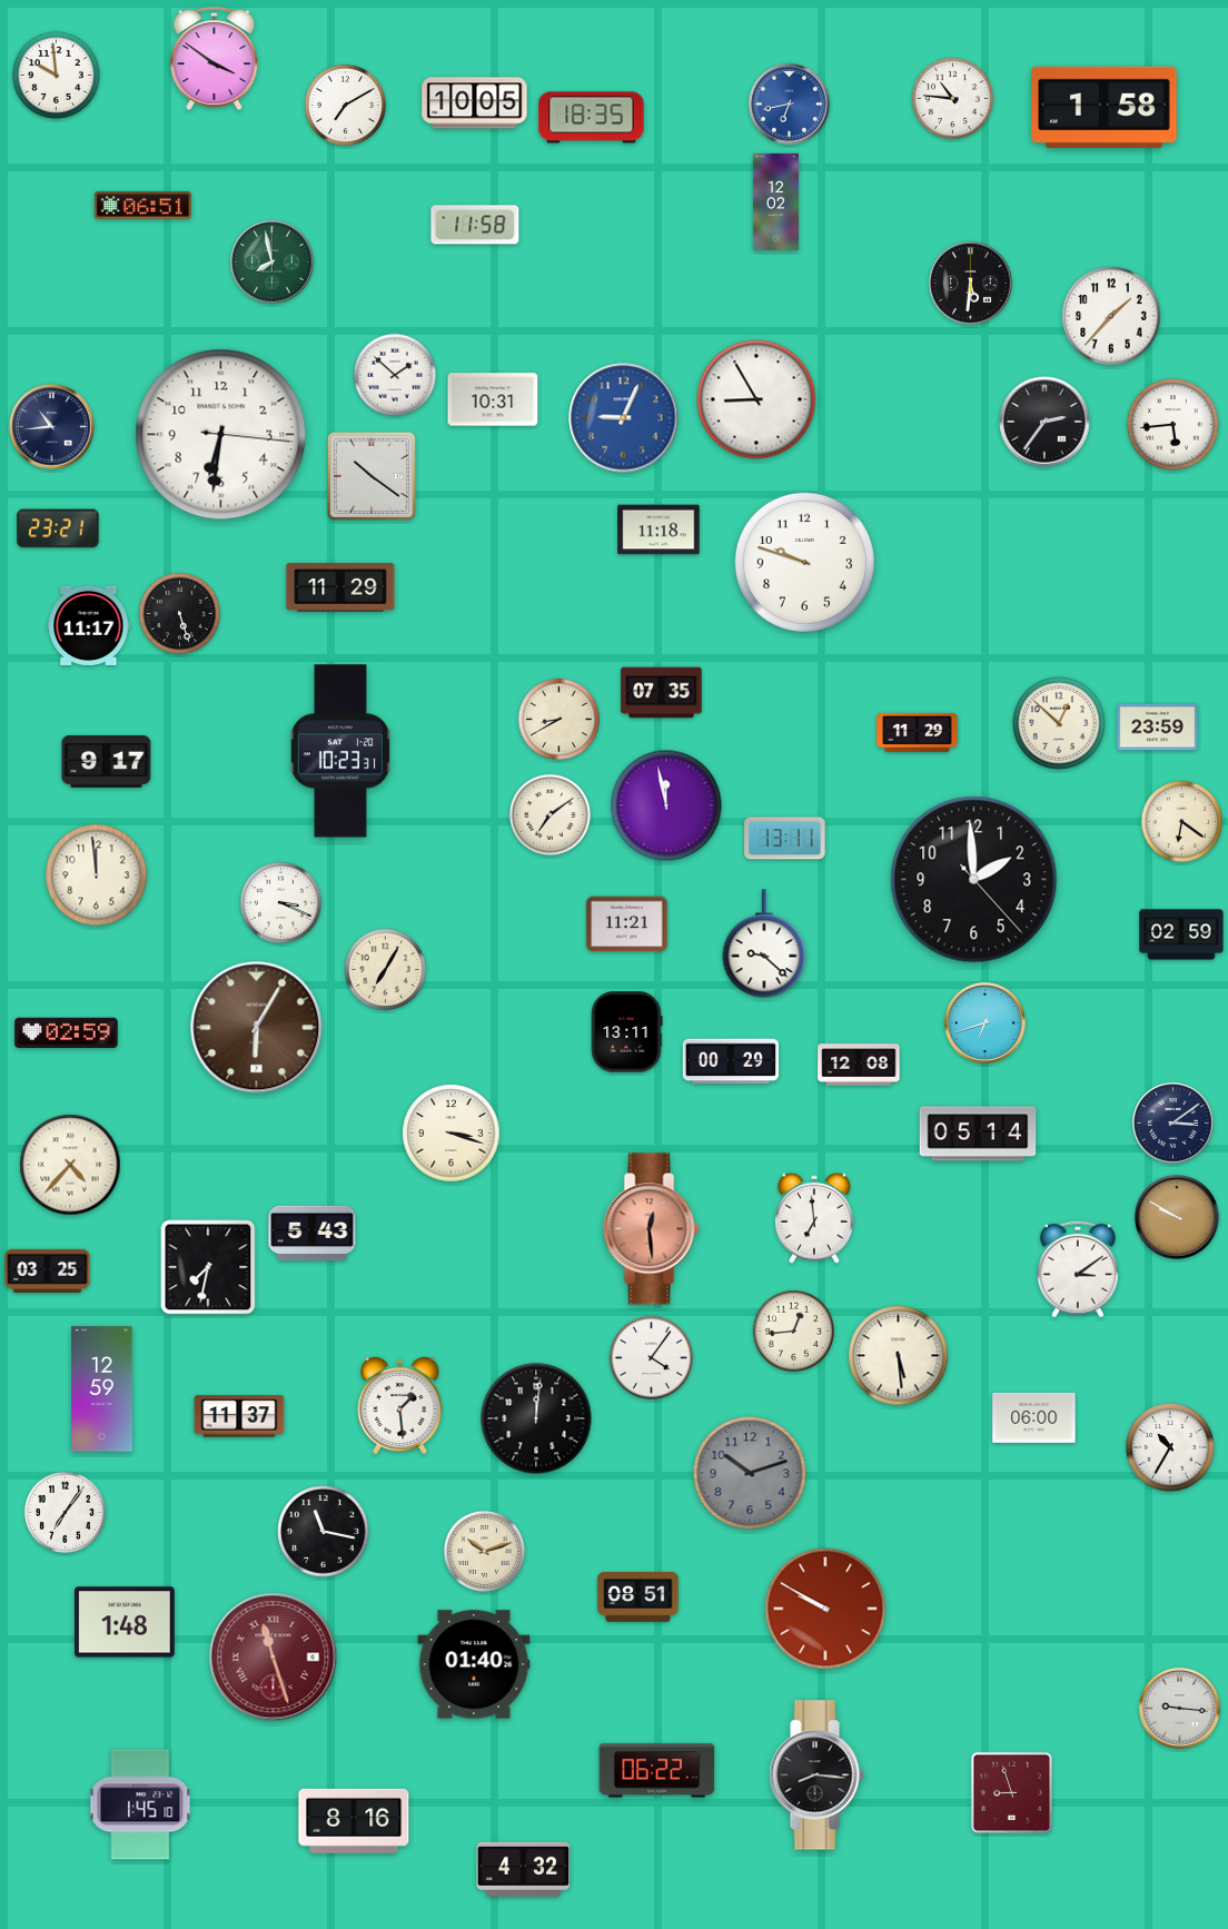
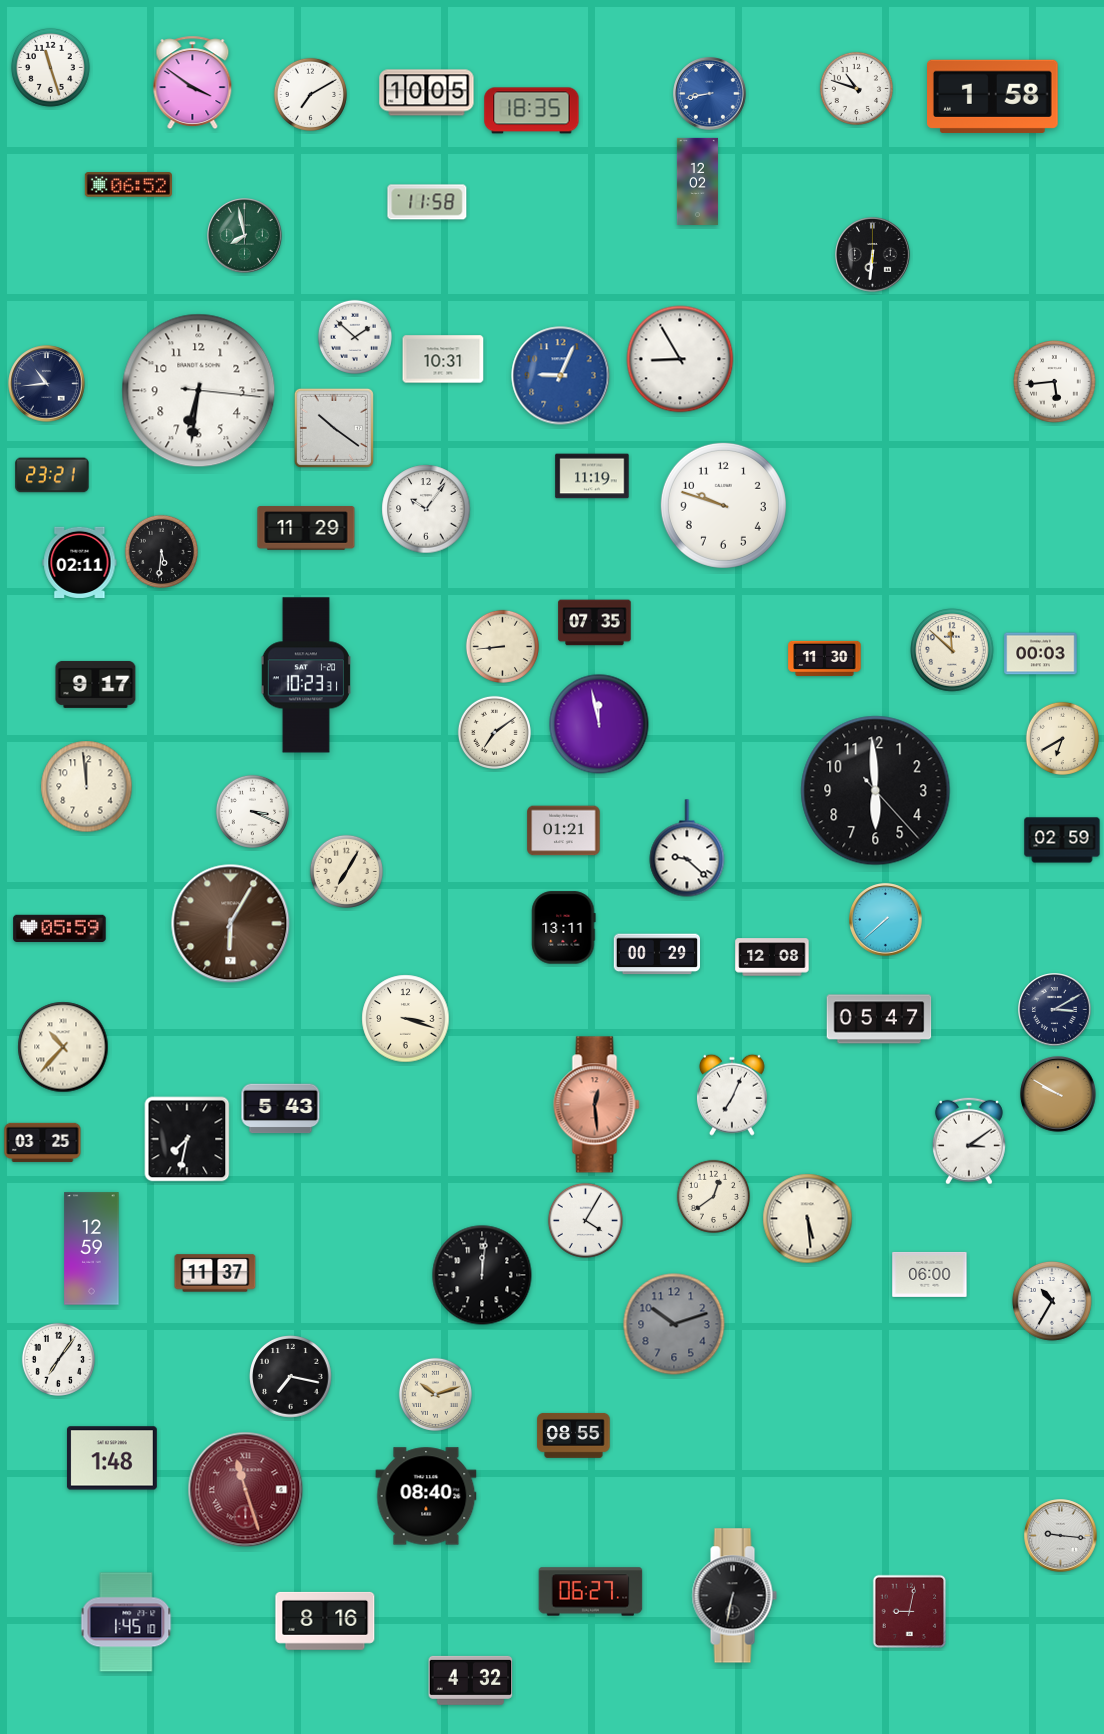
clock at (215, 59) position: (215, 59) -> (193, 83)
clock at (56, 75): 9:59 -> 11:27
clock at (952, 98): 10:46 -> 10:48
clock at (790, 105): 6:43 -> 8:43
clock at (592, 118) position: (592, 118) -> (532, 111)
clock at (142, 206): 06:51 -> 06:52
clock at (971, 284): 5:31 -> 6:31
clock at (1111, 316): 1:37 -> none
clock at (1044, 422): 2:36 -> none
clock at (658, 530): 11:18 -> 11:19
clock at (426, 509): none -> 10:06
clock at (179, 613): 5:27 -> 5:31
clock at (89, 625): 11:17 -> 02:11
clock at (558, 719): 8:40 -> 8:44
clock at (1059, 723): 12:52 -> 11:52
clock at (1158, 728): 23:59 -> 00:03
clock at (918, 732): 11:29 -> 11:30
clock at (1181, 821): 6:21 -> 6:40
clock at (785, 839): 13:11 -> none
clock at (974, 880): 1:59 -> 5:59
clock at (627, 924): 11:21 -> 01:21
clock at (986, 1023): 6:42 -> 7:38
clock at (67, 1033): 02:59 -> 05:59
clock at (1173, 1124): 3:09 -> 3:10
clock at (978, 1134): 05:14 -> 05:47
clock at (70, 1165): 4:37 -> 10:37
clock at (814, 1218): 6:59 -> 7:04
clock at (652, 1229) position: (652, 1229) -> (597, 1105)
clock at (793, 1330): 12:44 -> 12:39
clock at (651, 1357): 4:06 -> 4:05
clock at (400, 1405): 1:29 -> none
clock at (324, 1532): 11:17 -> 7:17
clock at (638, 1596): 08:51 -> 08:55
clock at (825, 1609): 9:50 -> none
clock at (474, 1664): 01:40 -> 08:40
clock at (657, 1771): 06:22 -> 06:27
clock at (816, 1775): 8:16 -> 6:32
clock at (1012, 1793): 8:57 -> 9:02
clock at (354, 1821) position: (354, 1821) -> (325, 1621)
